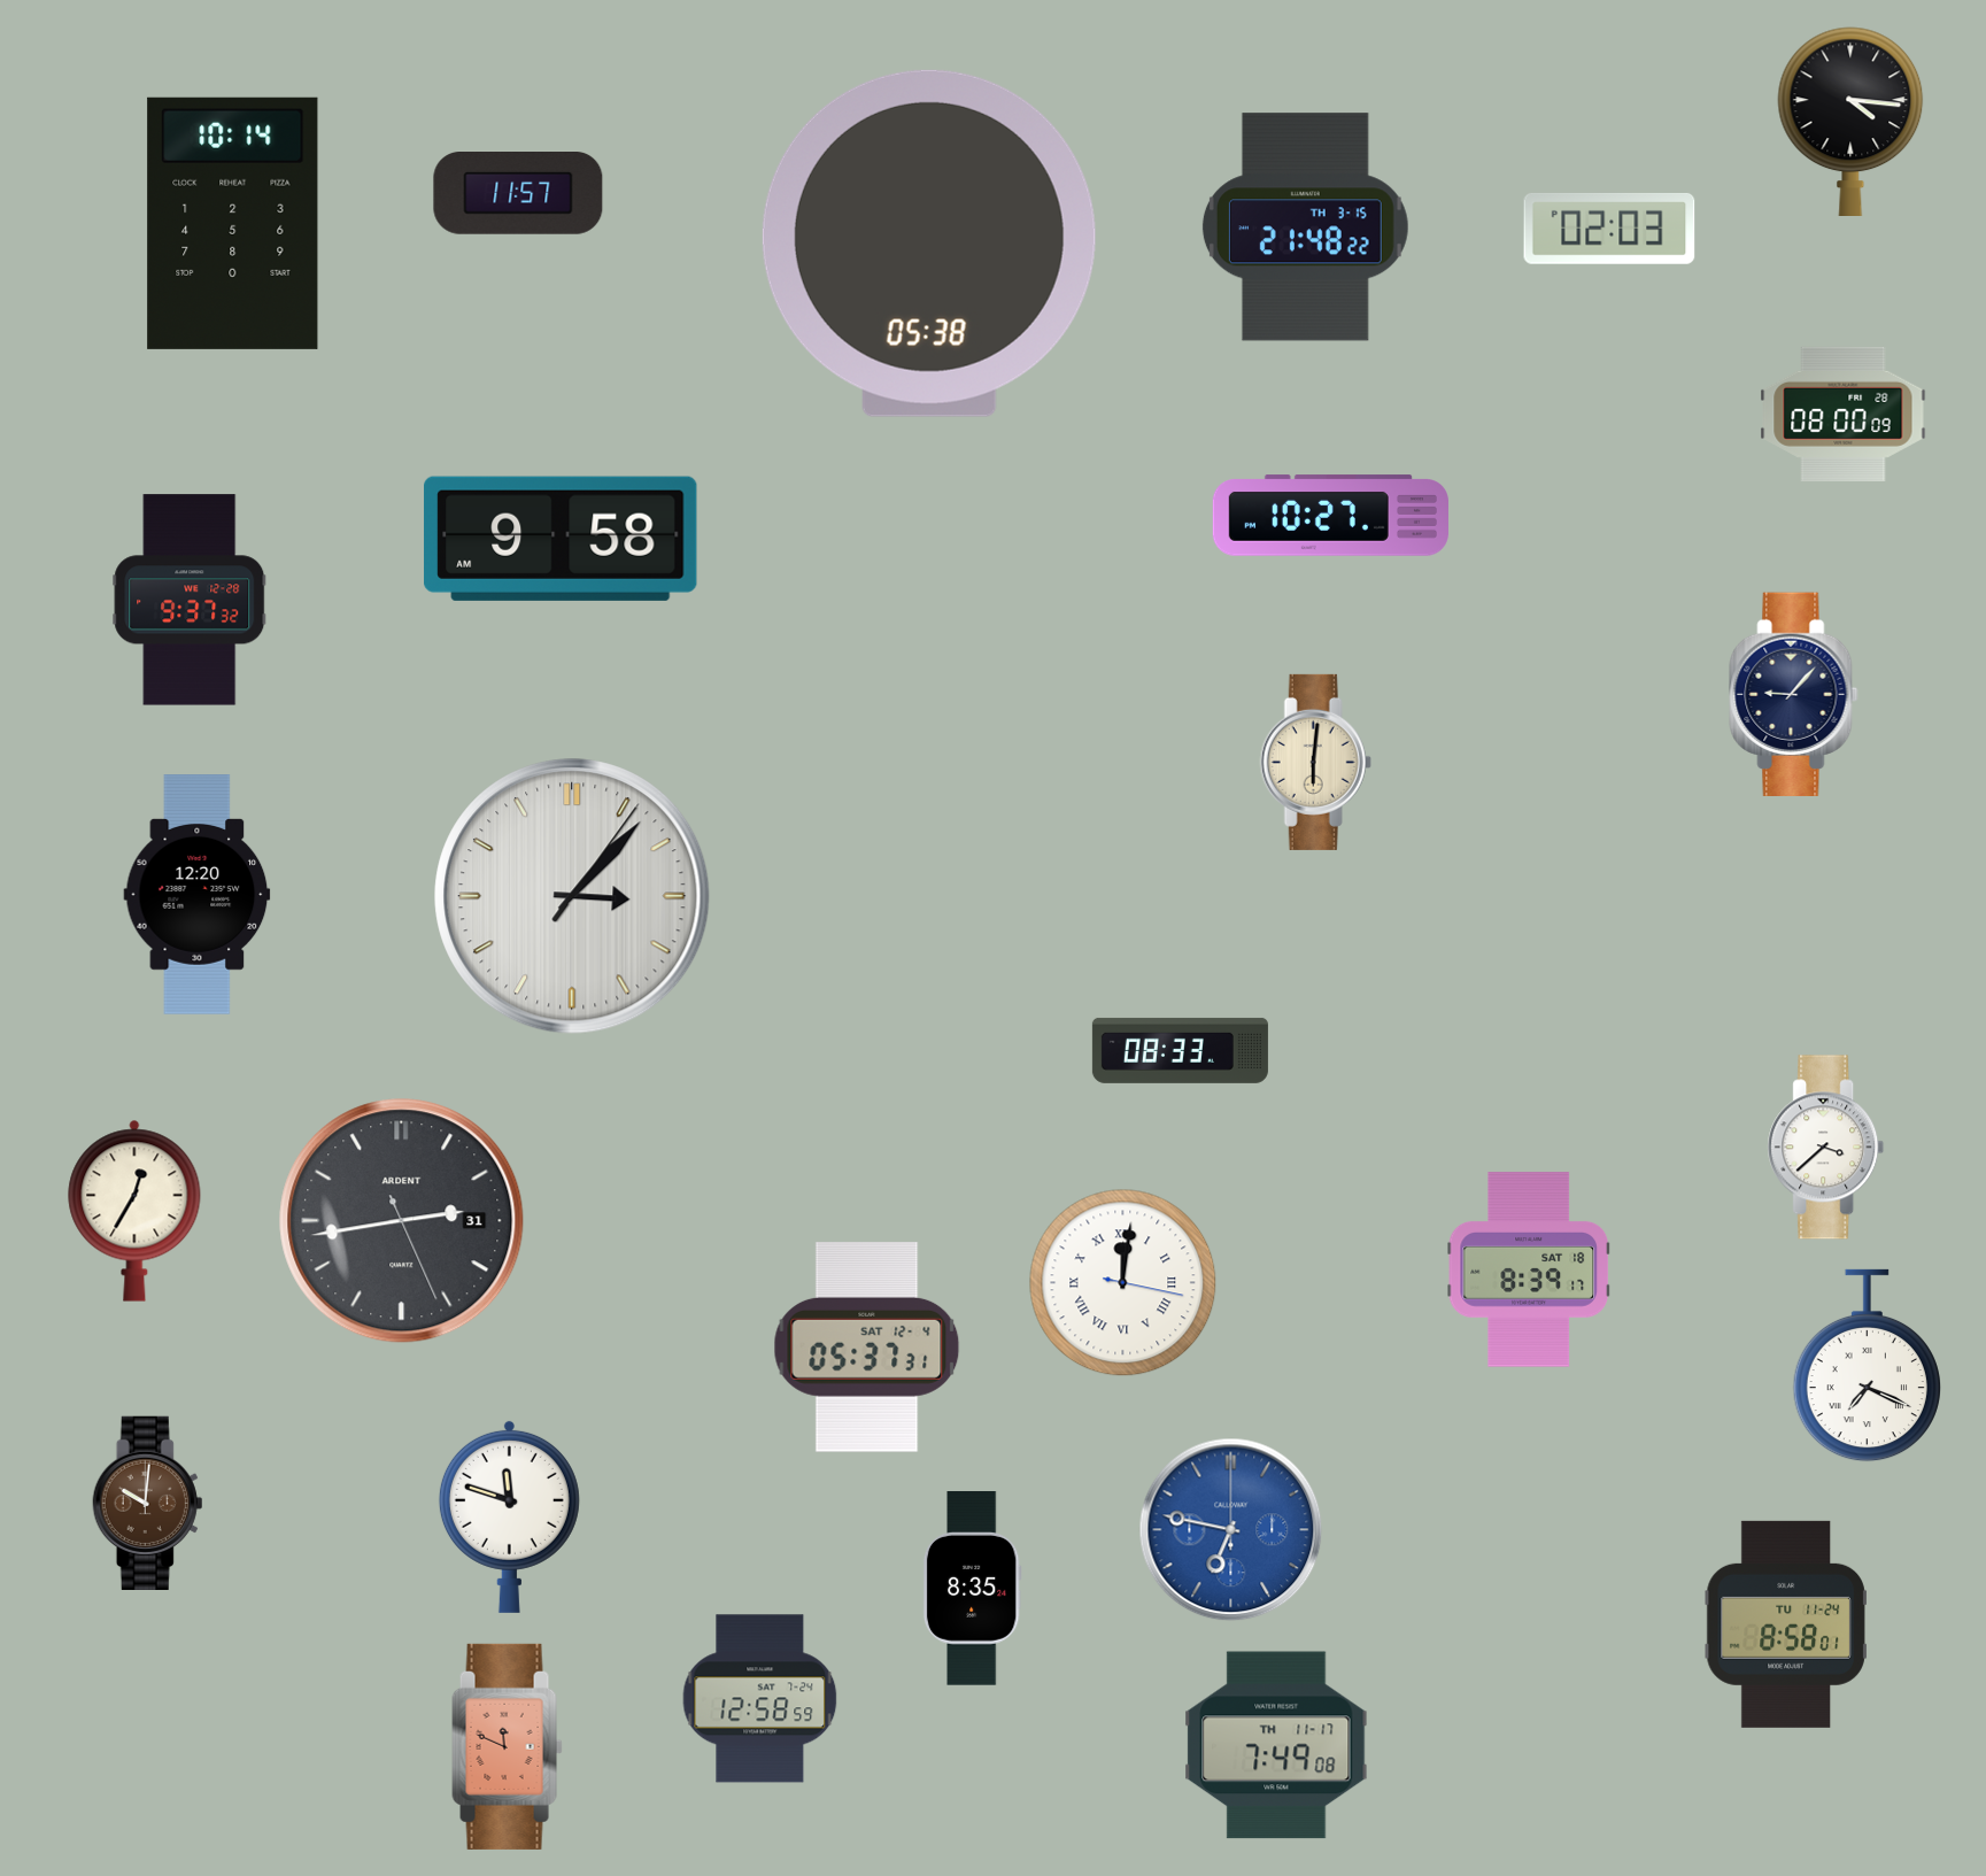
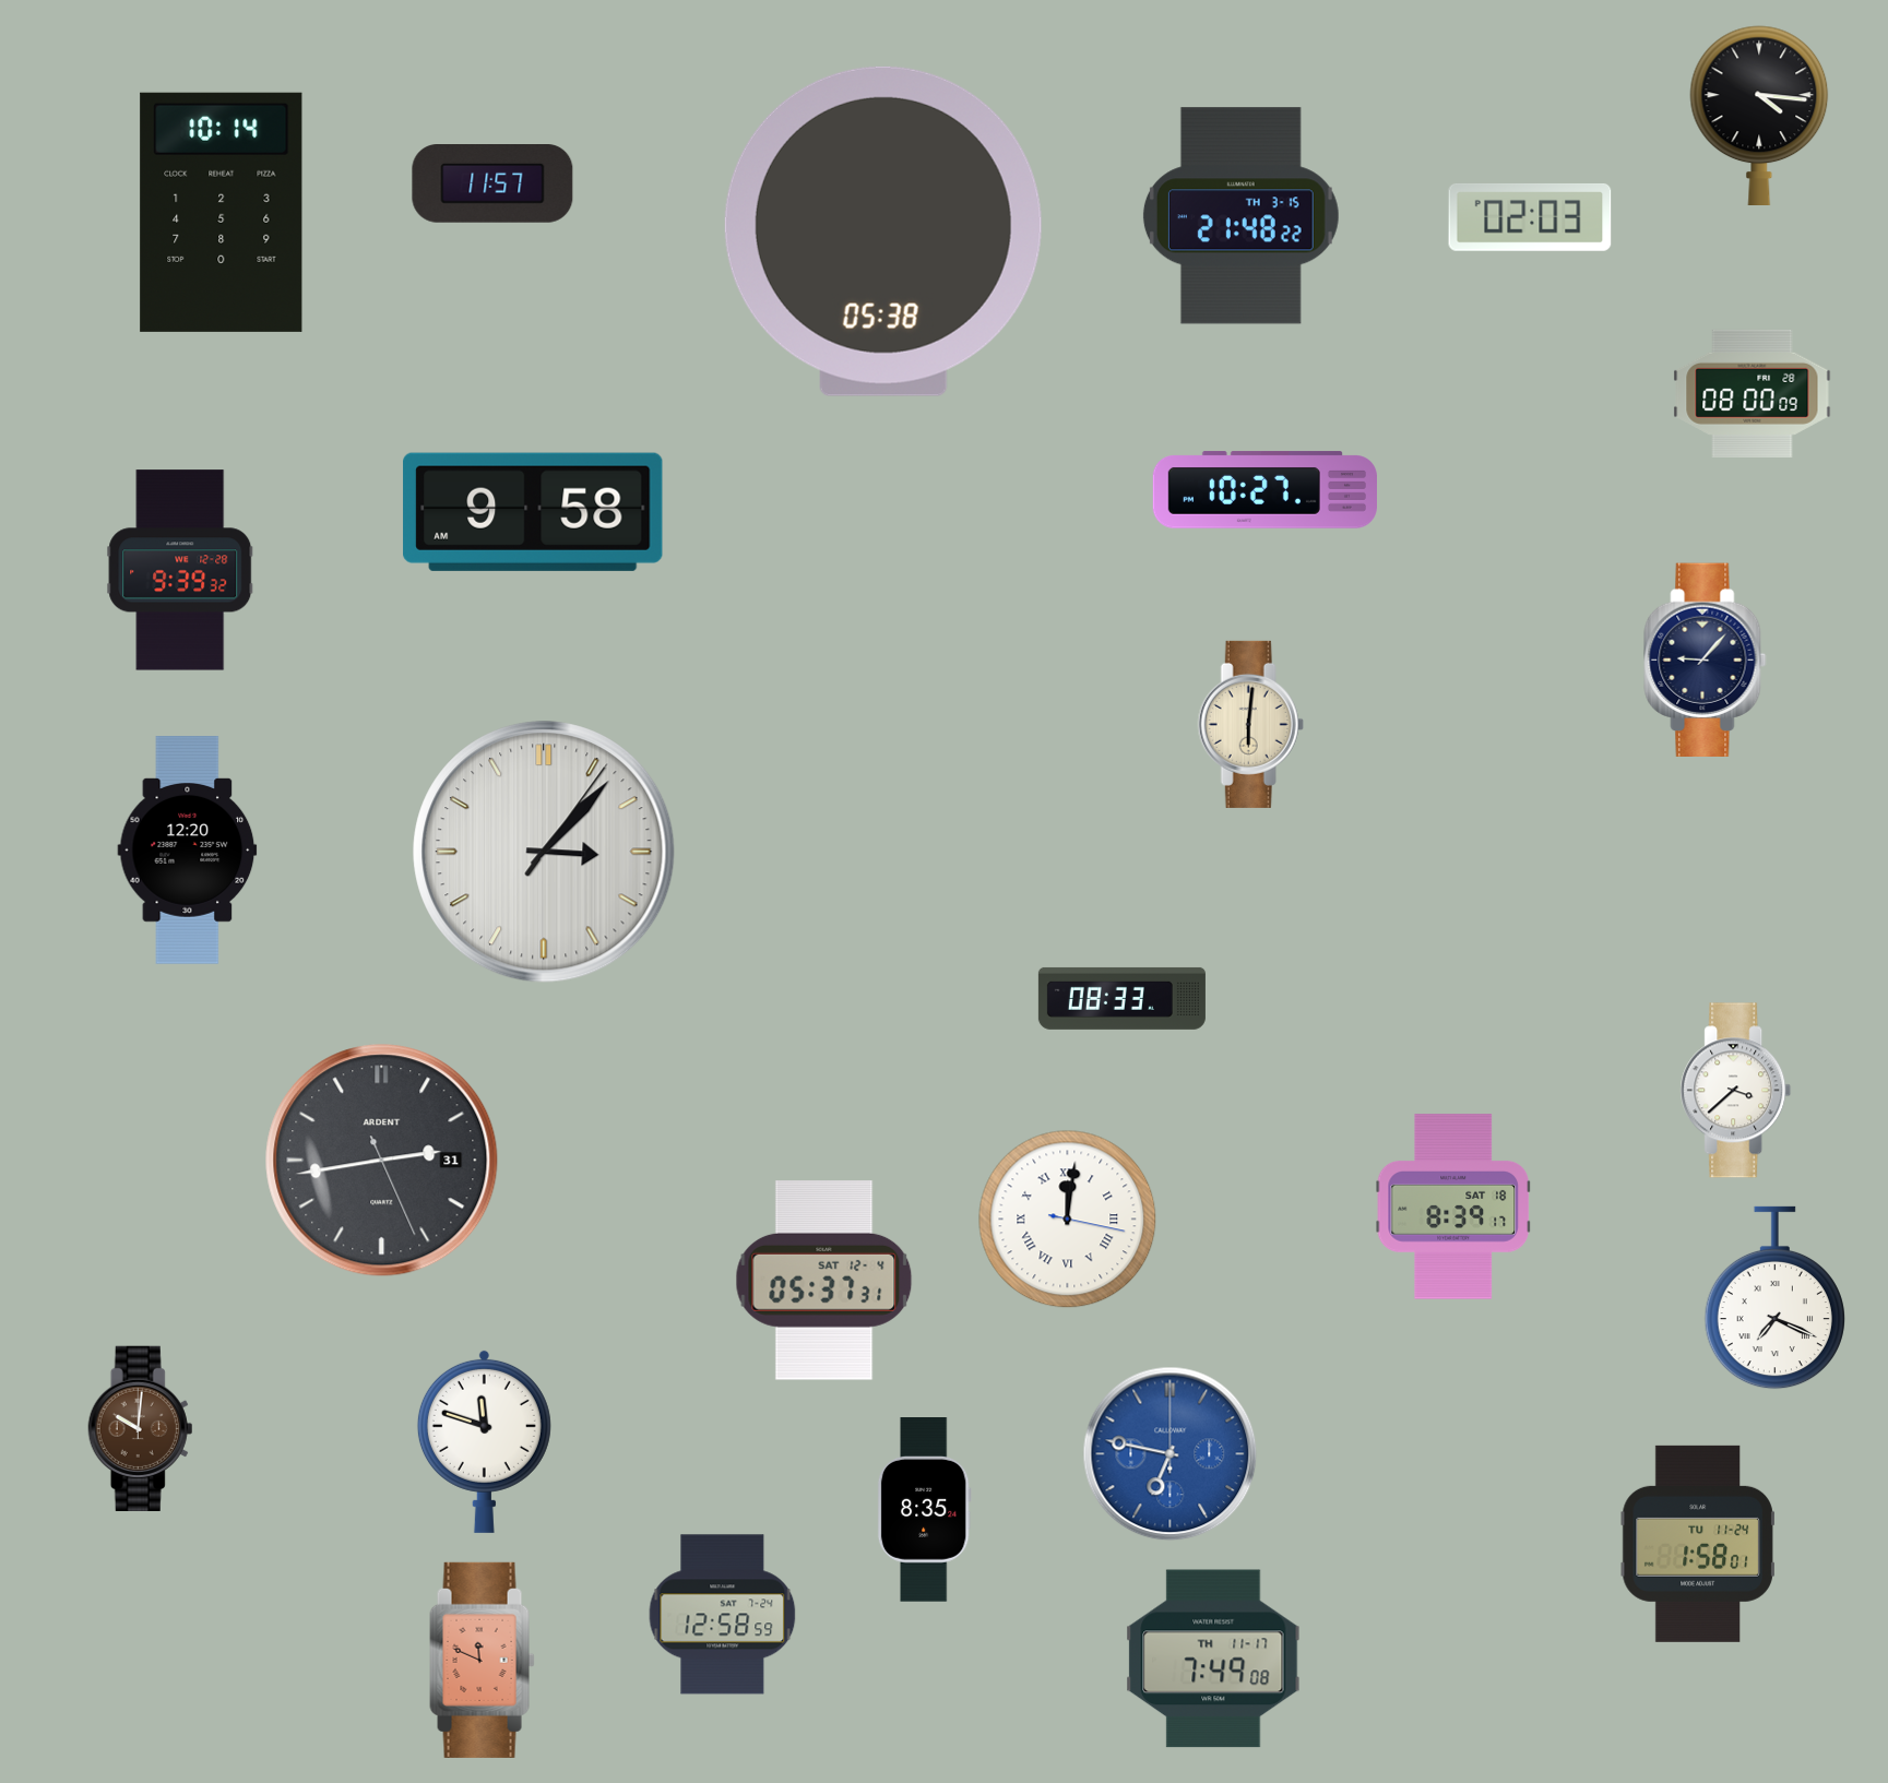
clock at (190, 600): 9:37 -> 9:39
clock at (134, 1211): 12:35 -> none
clock at (1786, 1624): 8:58 -> 1:58
